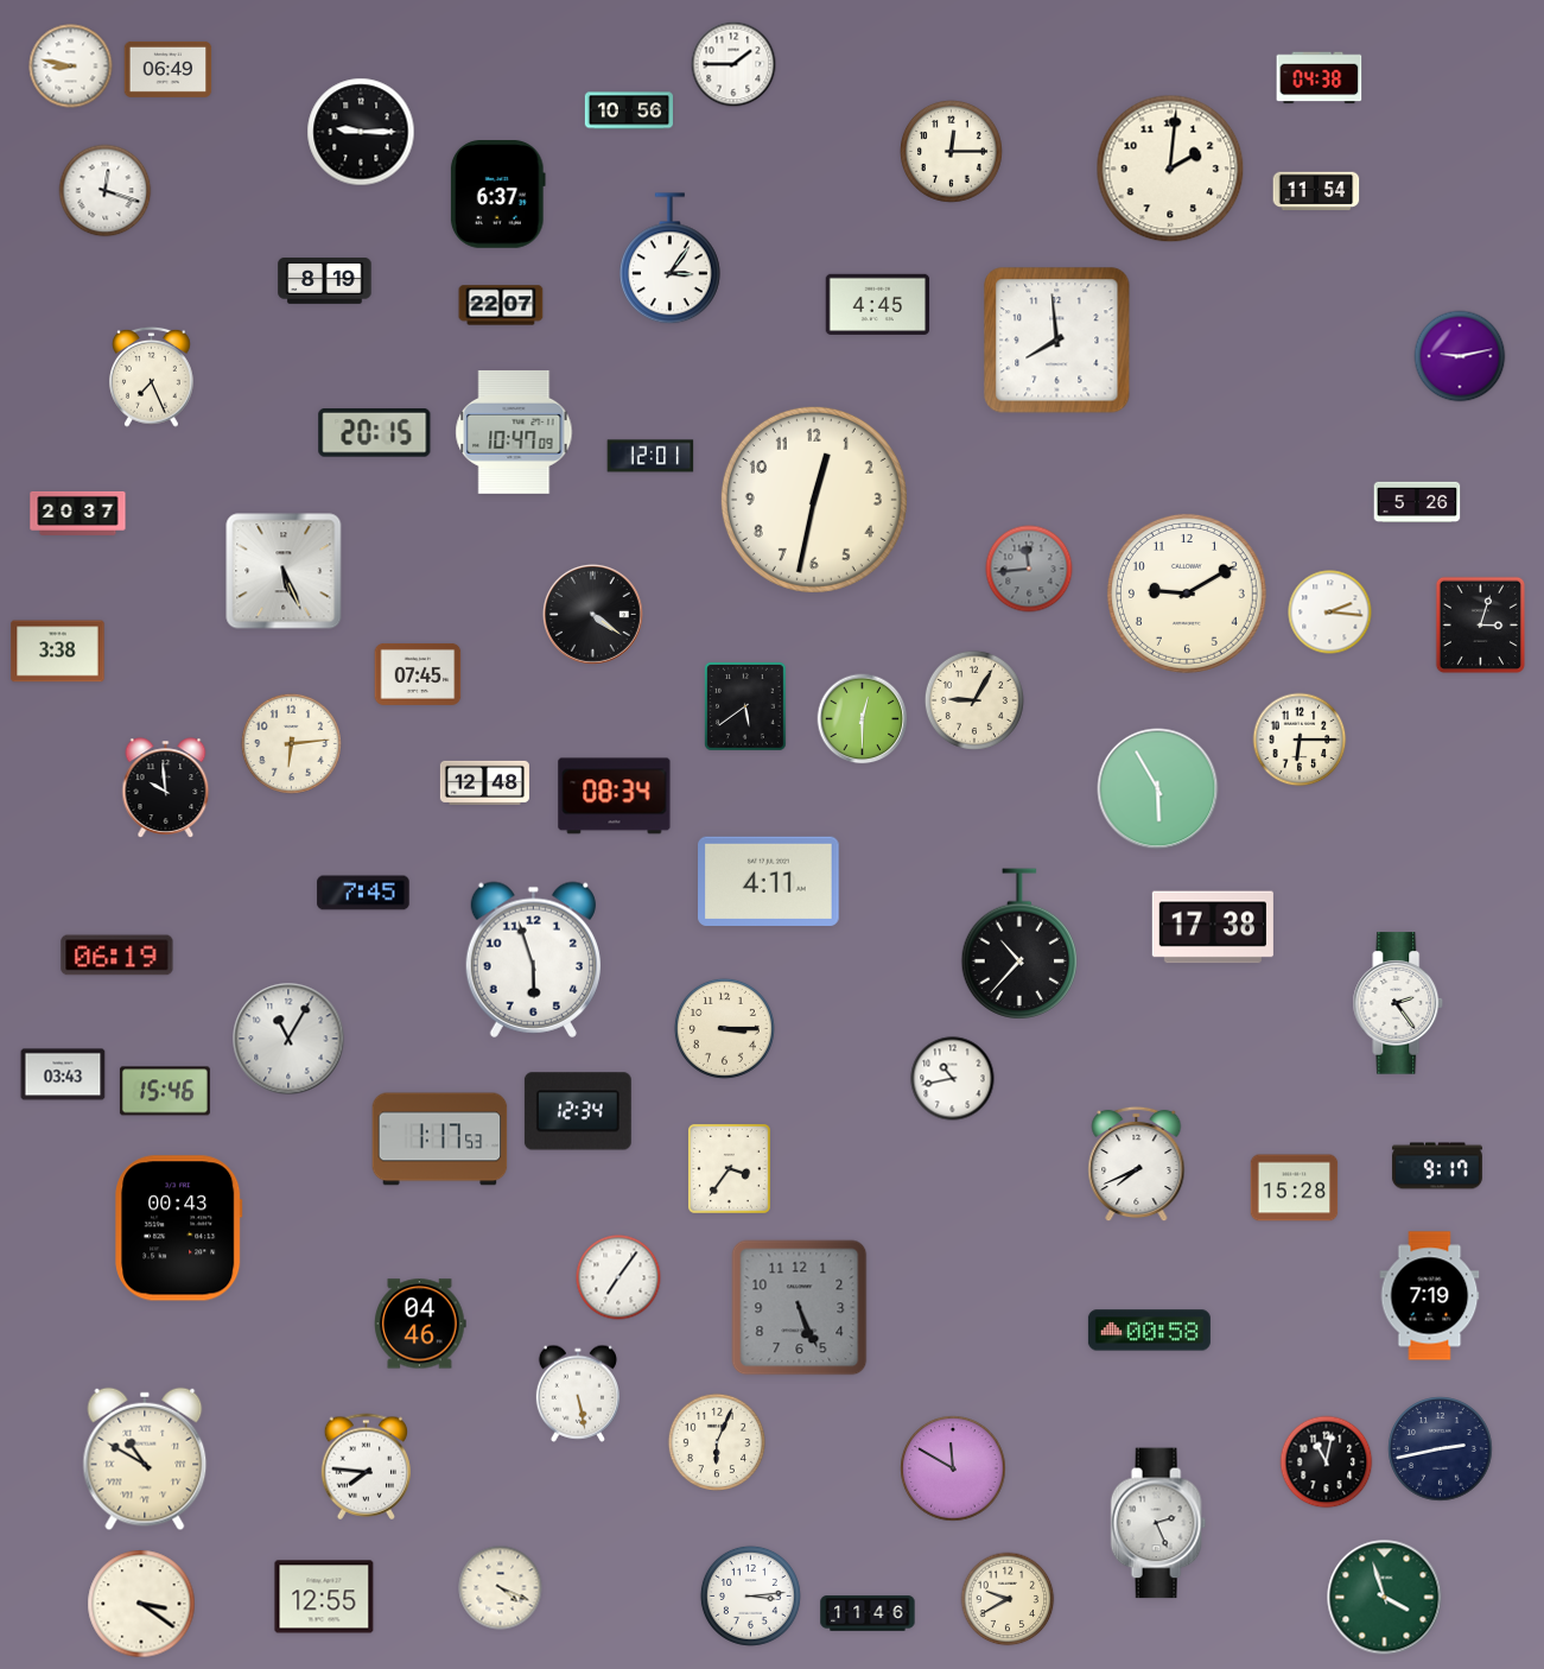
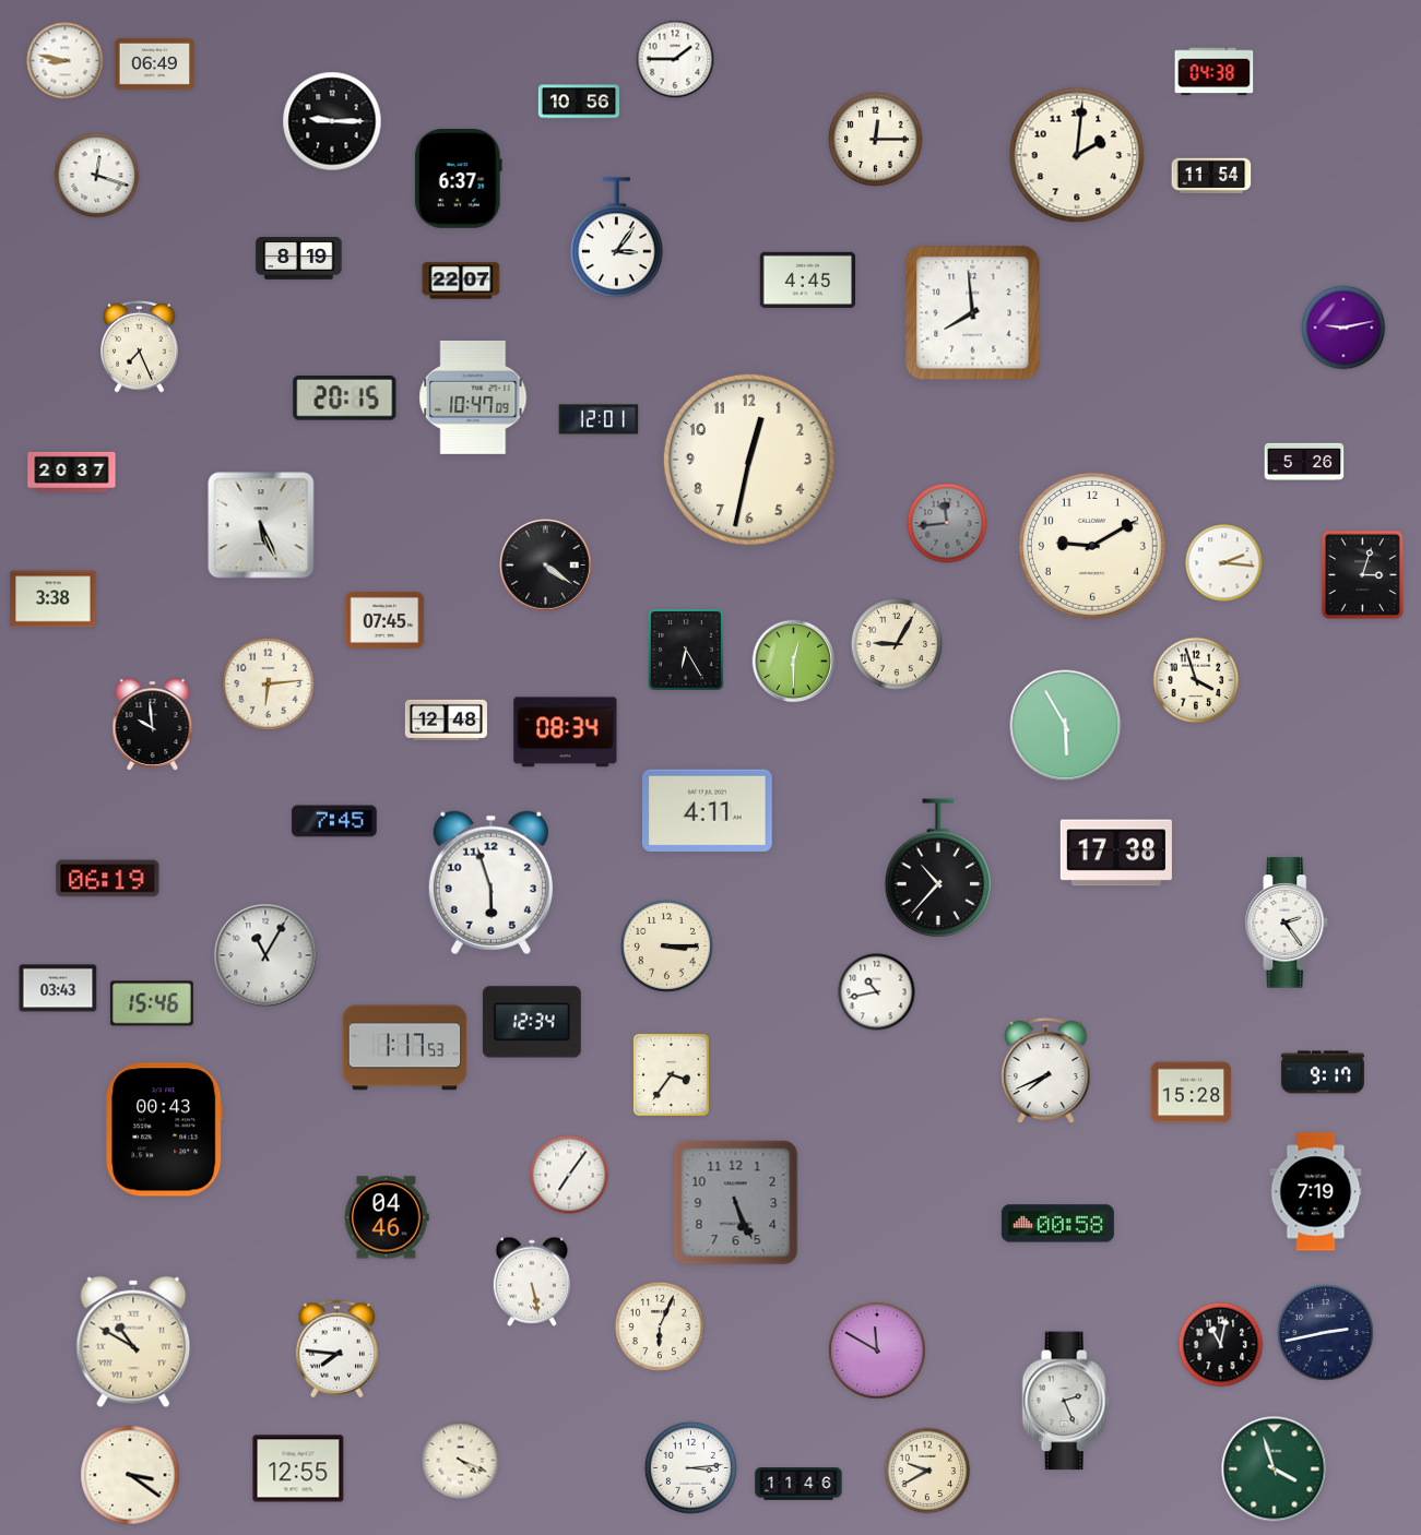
clock at (746, 706): 5:39 -> 6:25
clock at (1300, 740): 6:15 -> 3:57
